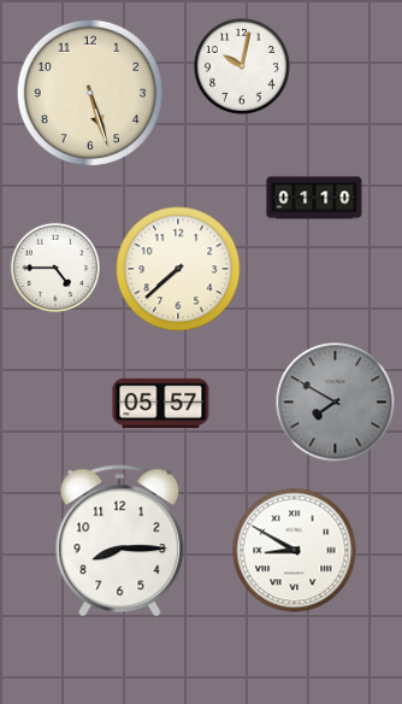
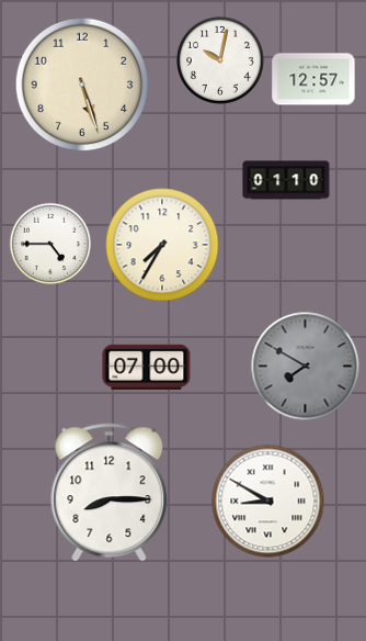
clock at (313, 79): none -> 12:57
clock at (178, 269): 7:38 -> 7:35
clock at (161, 403): 05:57 -> 07:00
